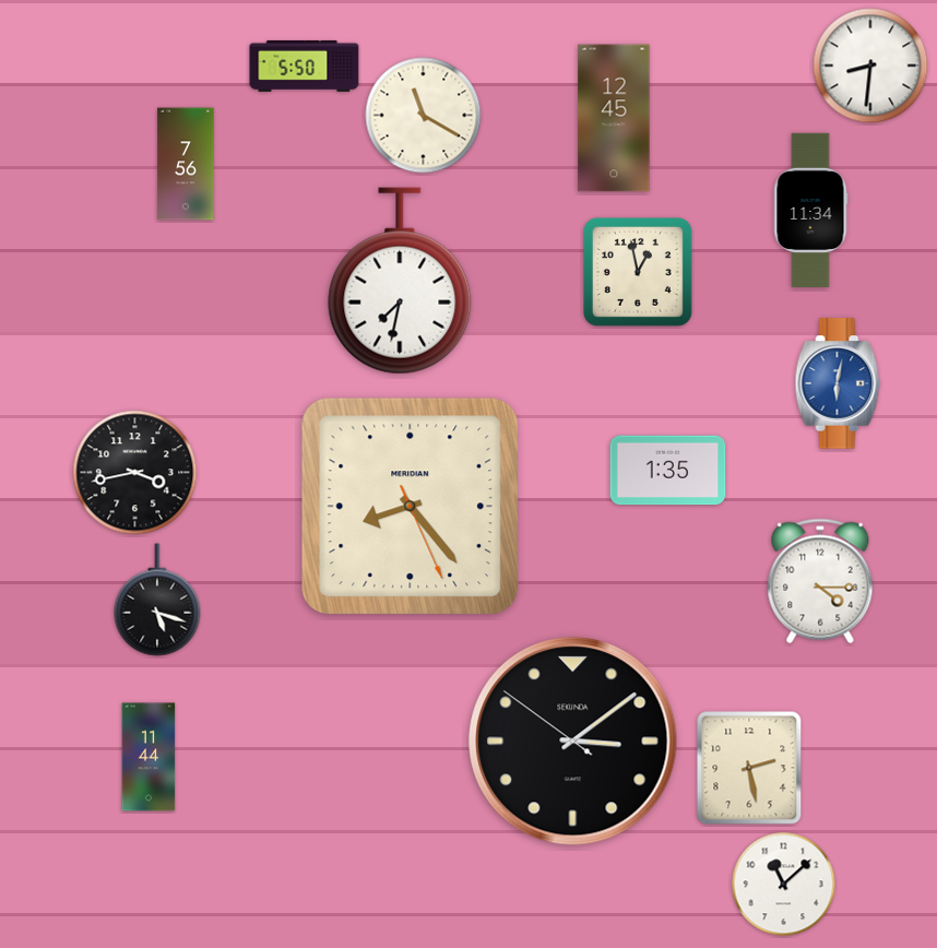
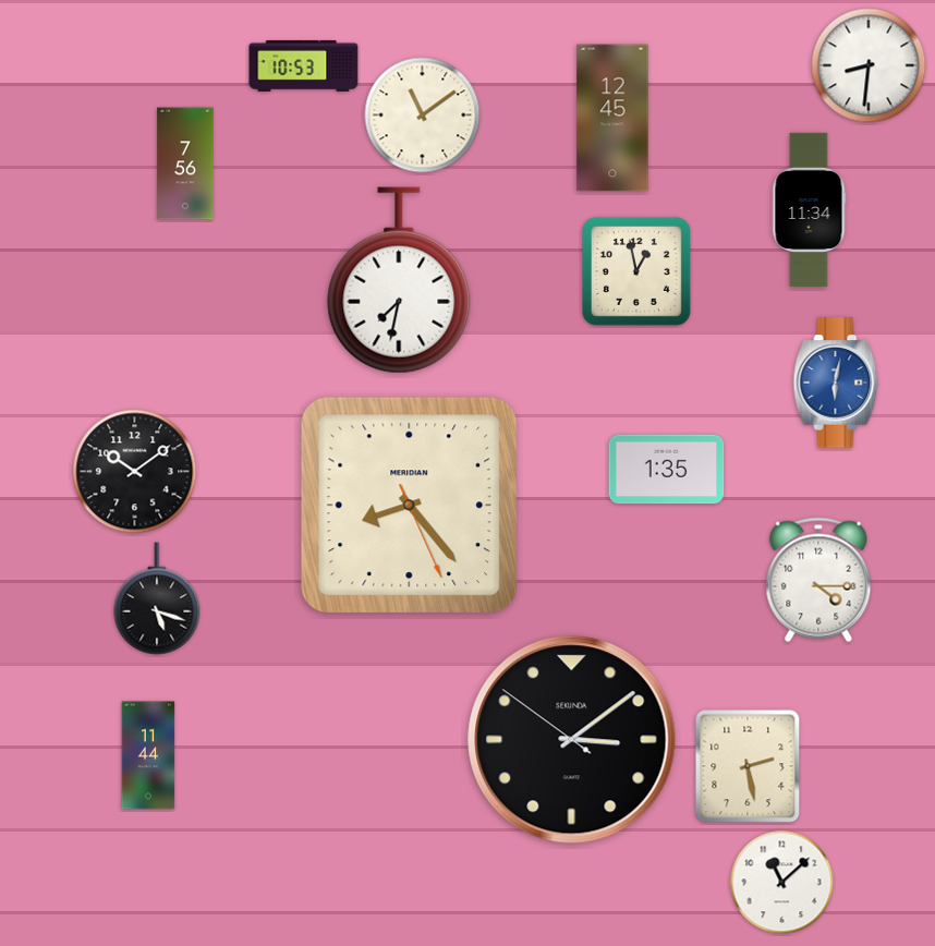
clock at (305, 66): 5:50 -> 10:53
clock at (424, 116): 11:20 -> 11:09
clock at (135, 473): 3:43 -> 10:09
